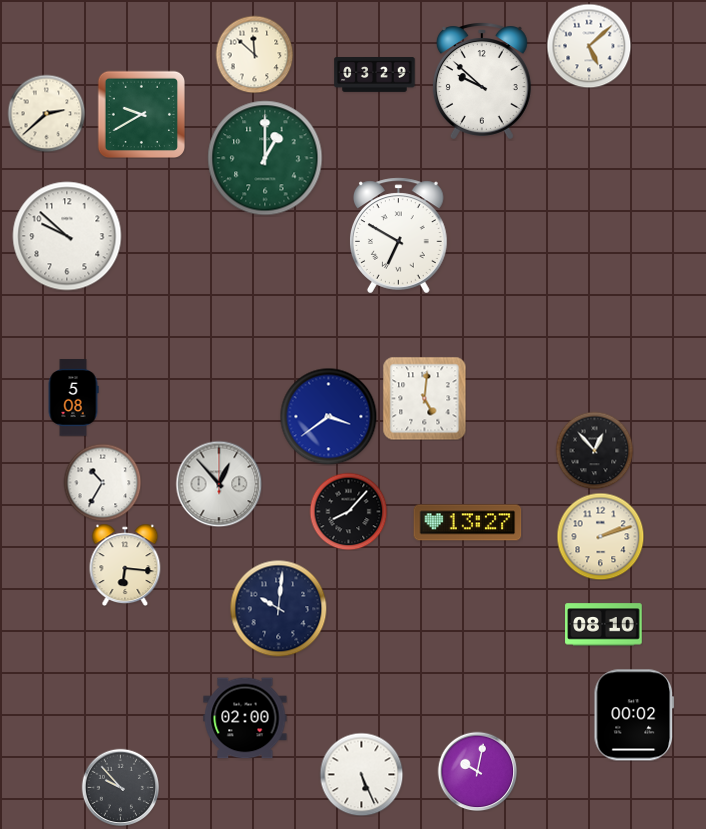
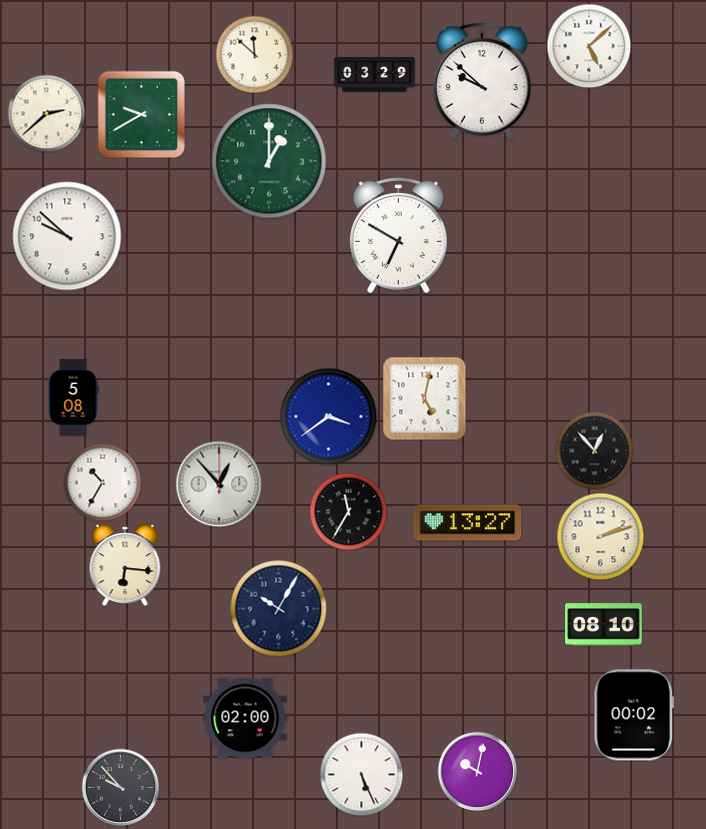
clock at (265, 158) position: (265, 158) -> (269, 161)
clock at (424, 398): 5:01 -> 5:02
clock at (348, 511): 8:07 -> 11:35
clock at (278, 608): 10:01 -> 10:05
